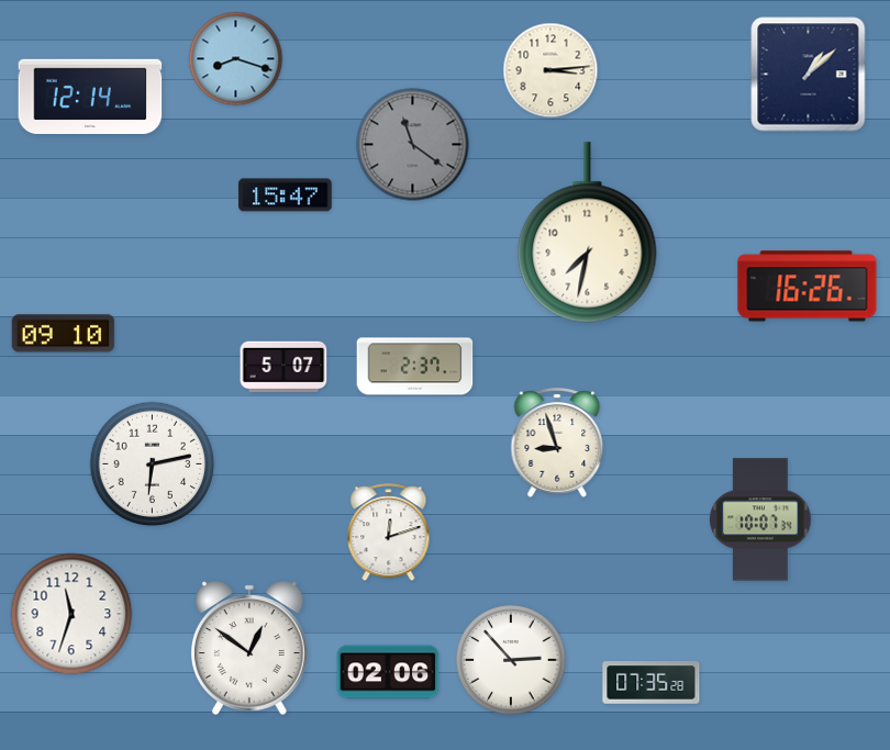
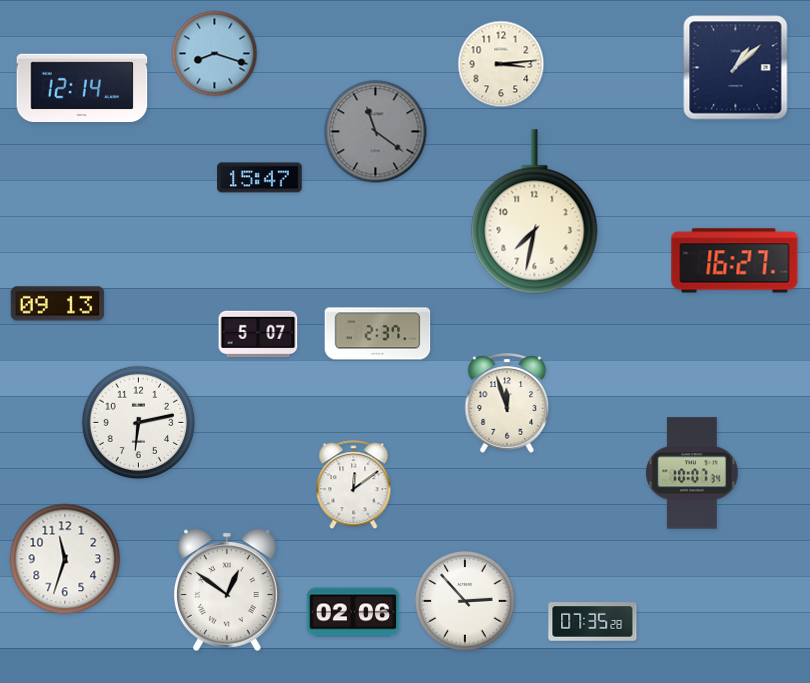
clock at (808, 287): 16:26 -> 16:27
clock at (64, 334): 09:10 -> 09:13
clock at (557, 443): 8:57 -> 11:57
clock at (389, 533): 12:12 -> 12:09
